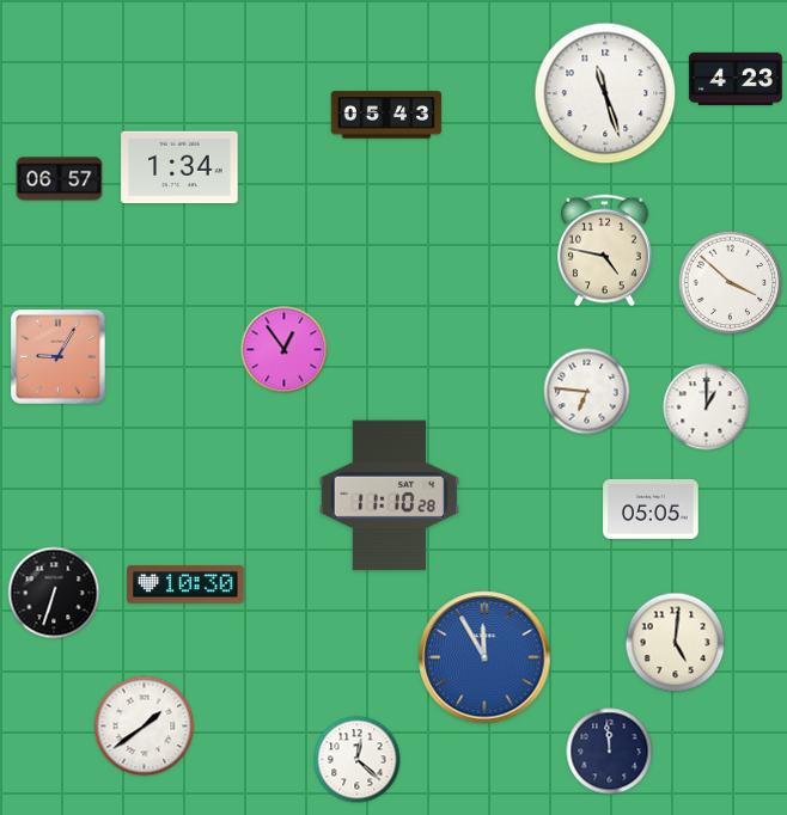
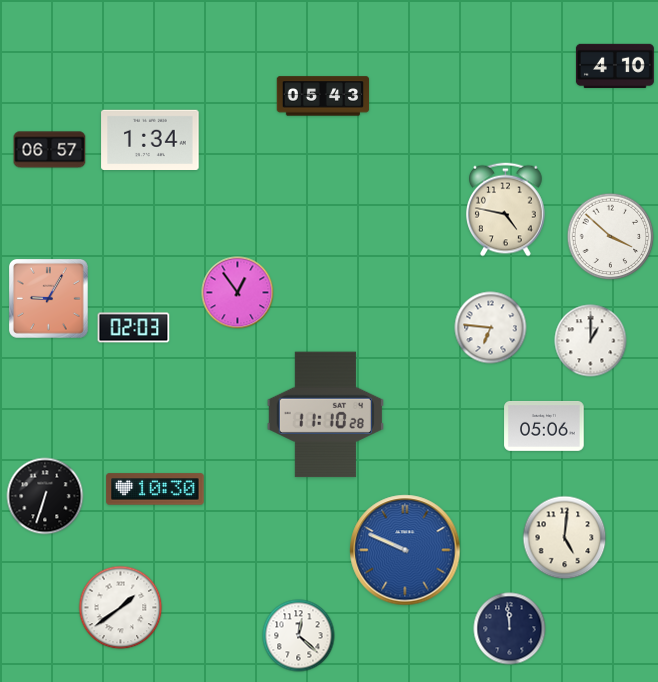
clock at (736, 79): 4:23 -> 4:10
clock at (605, 93): 11:27 -> none
clock at (134, 328): none -> 02:03
clock at (651, 509): 05:05 -> 05:06
clock at (484, 657): 11:55 -> 9:49
